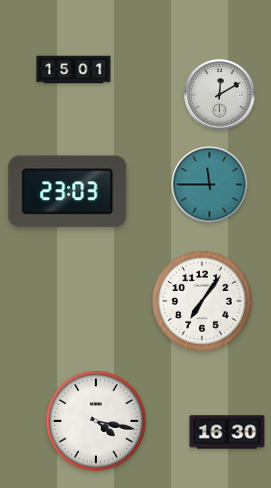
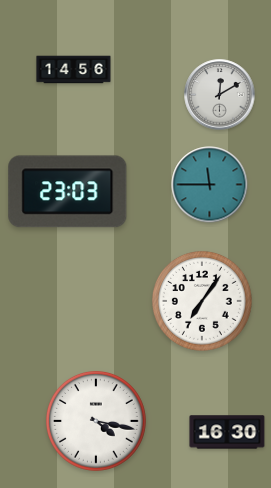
clock at (74, 70): 15:01 -> 14:56
